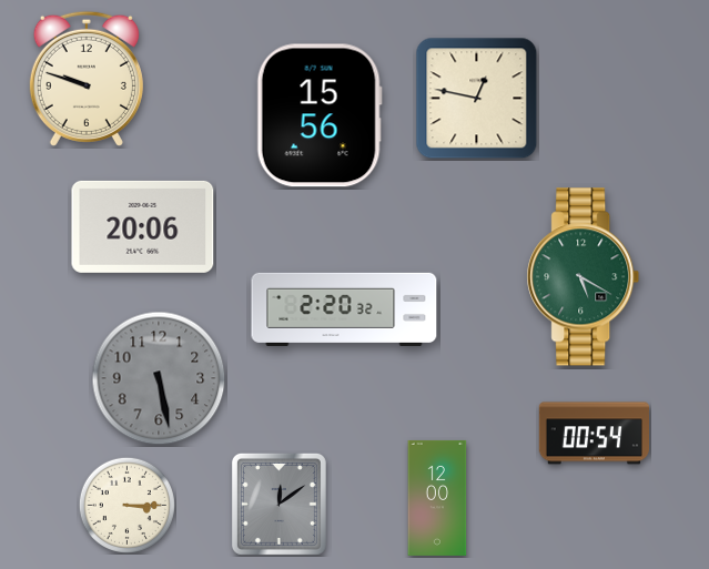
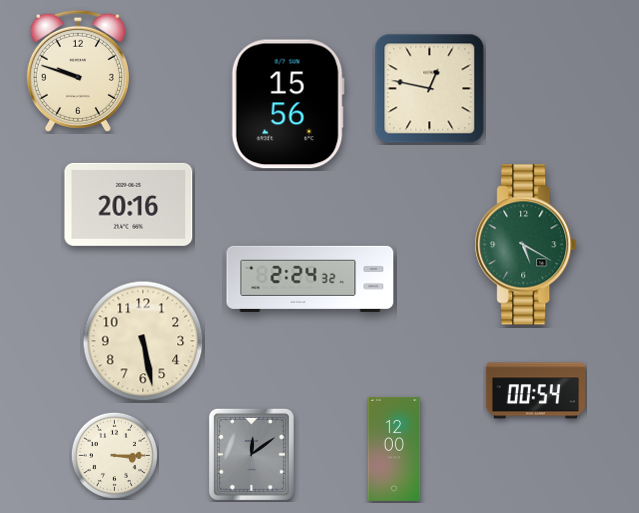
clock at (143, 226): 20:06 -> 20:16
clock at (584, 277) position: (584, 277) -> (526, 245)
clock at (344, 309): 2:20 -> 2:24
clock at (159, 378) dial: grey -> cream
